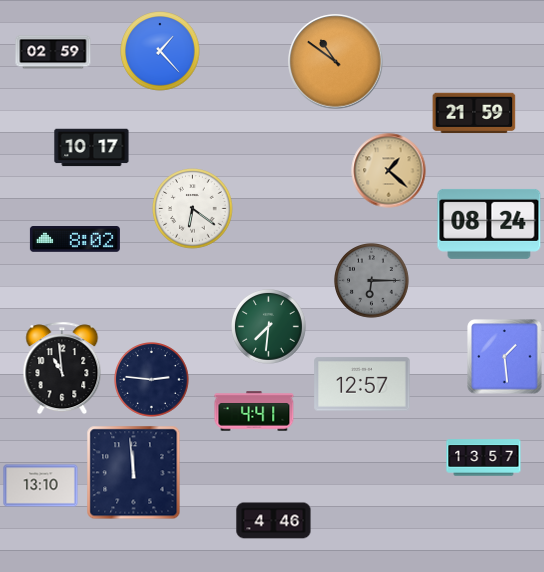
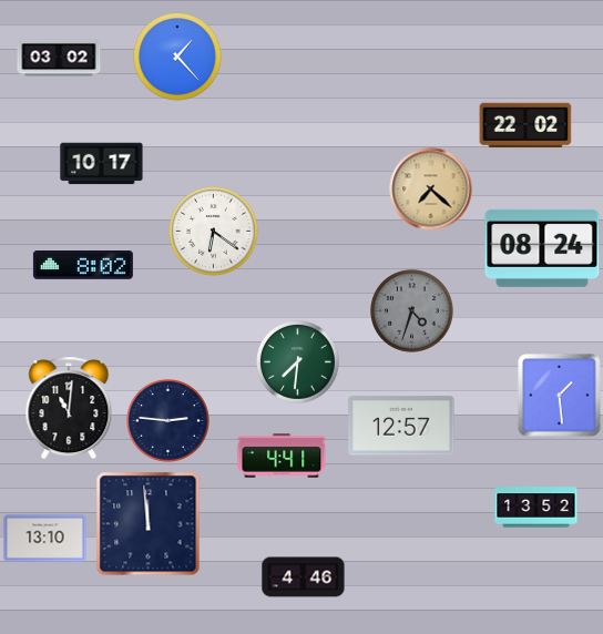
clock at (53, 52): 02:59 -> 03:02
clock at (336, 62): 10:51 -> none
clock at (474, 113): 21:59 -> 22:02
clock at (389, 171): 1:22 -> 7:22
clock at (372, 281): 6:15 -> 4:33
clock at (62, 368): 10:59 -> 11:01
clock at (484, 458): 13:57 -> 13:52
